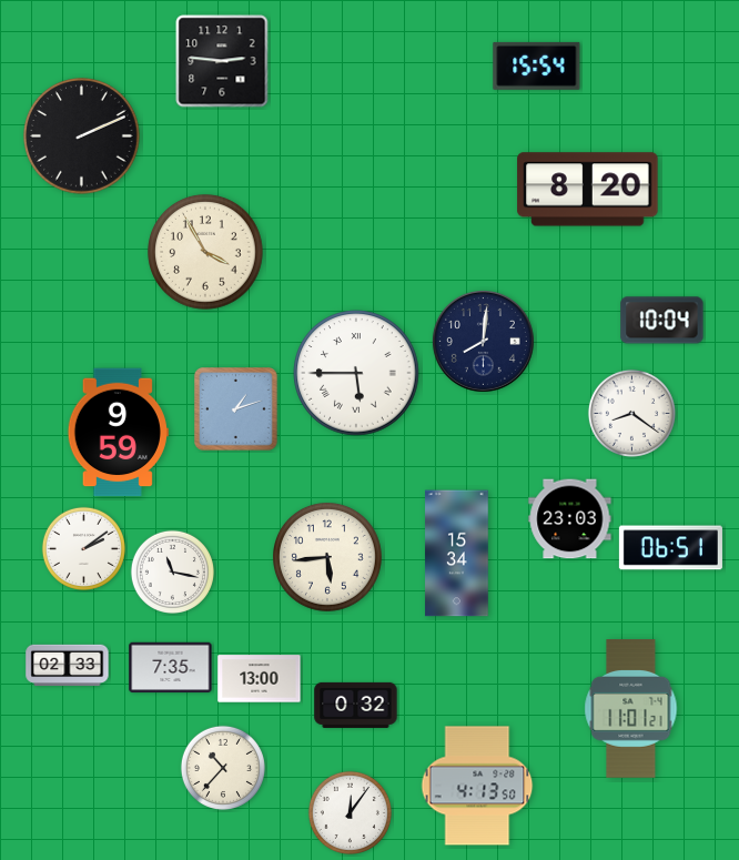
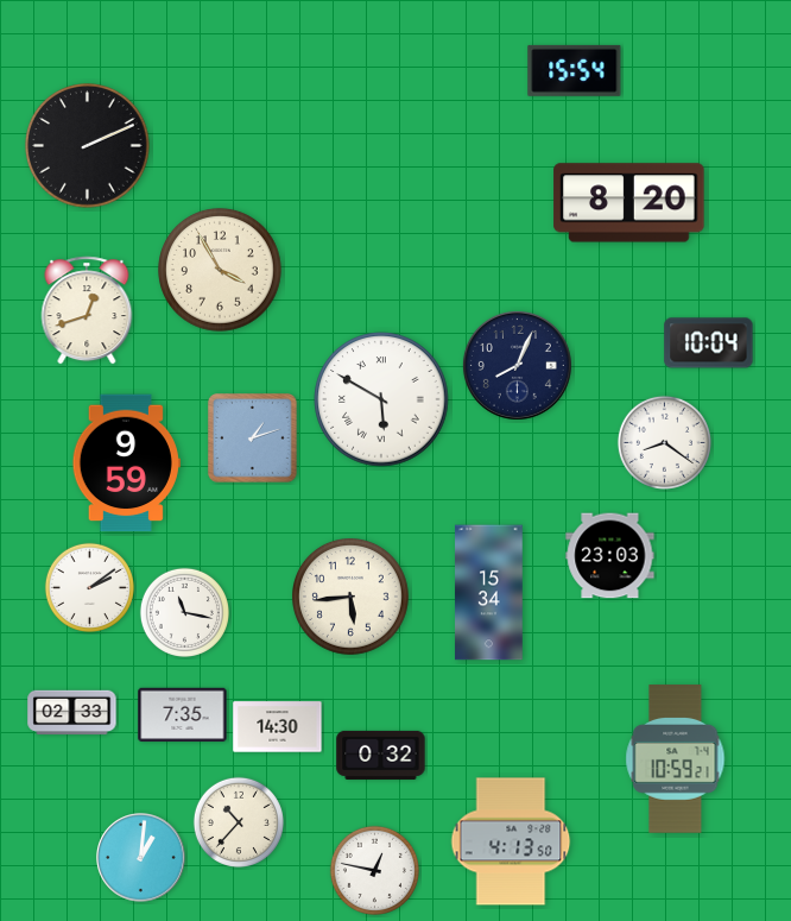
clock at (222, 61): 2:46 -> none
clock at (87, 310): none -> 12:42
clock at (483, 341): 8:01 -> 8:04
clock at (356, 373): 5:45 -> 5:50
clock at (631, 413) position: (631, 413) -> (664, 442)
clock at (670, 548): 06:51 -> none
clock at (260, 679): 13:00 -> 14:30
clock at (631, 709): 11:01 -> 10:59
clock at (141, 858): none -> 1:01
clock at (350, 812): 12:06 -> 12:47
